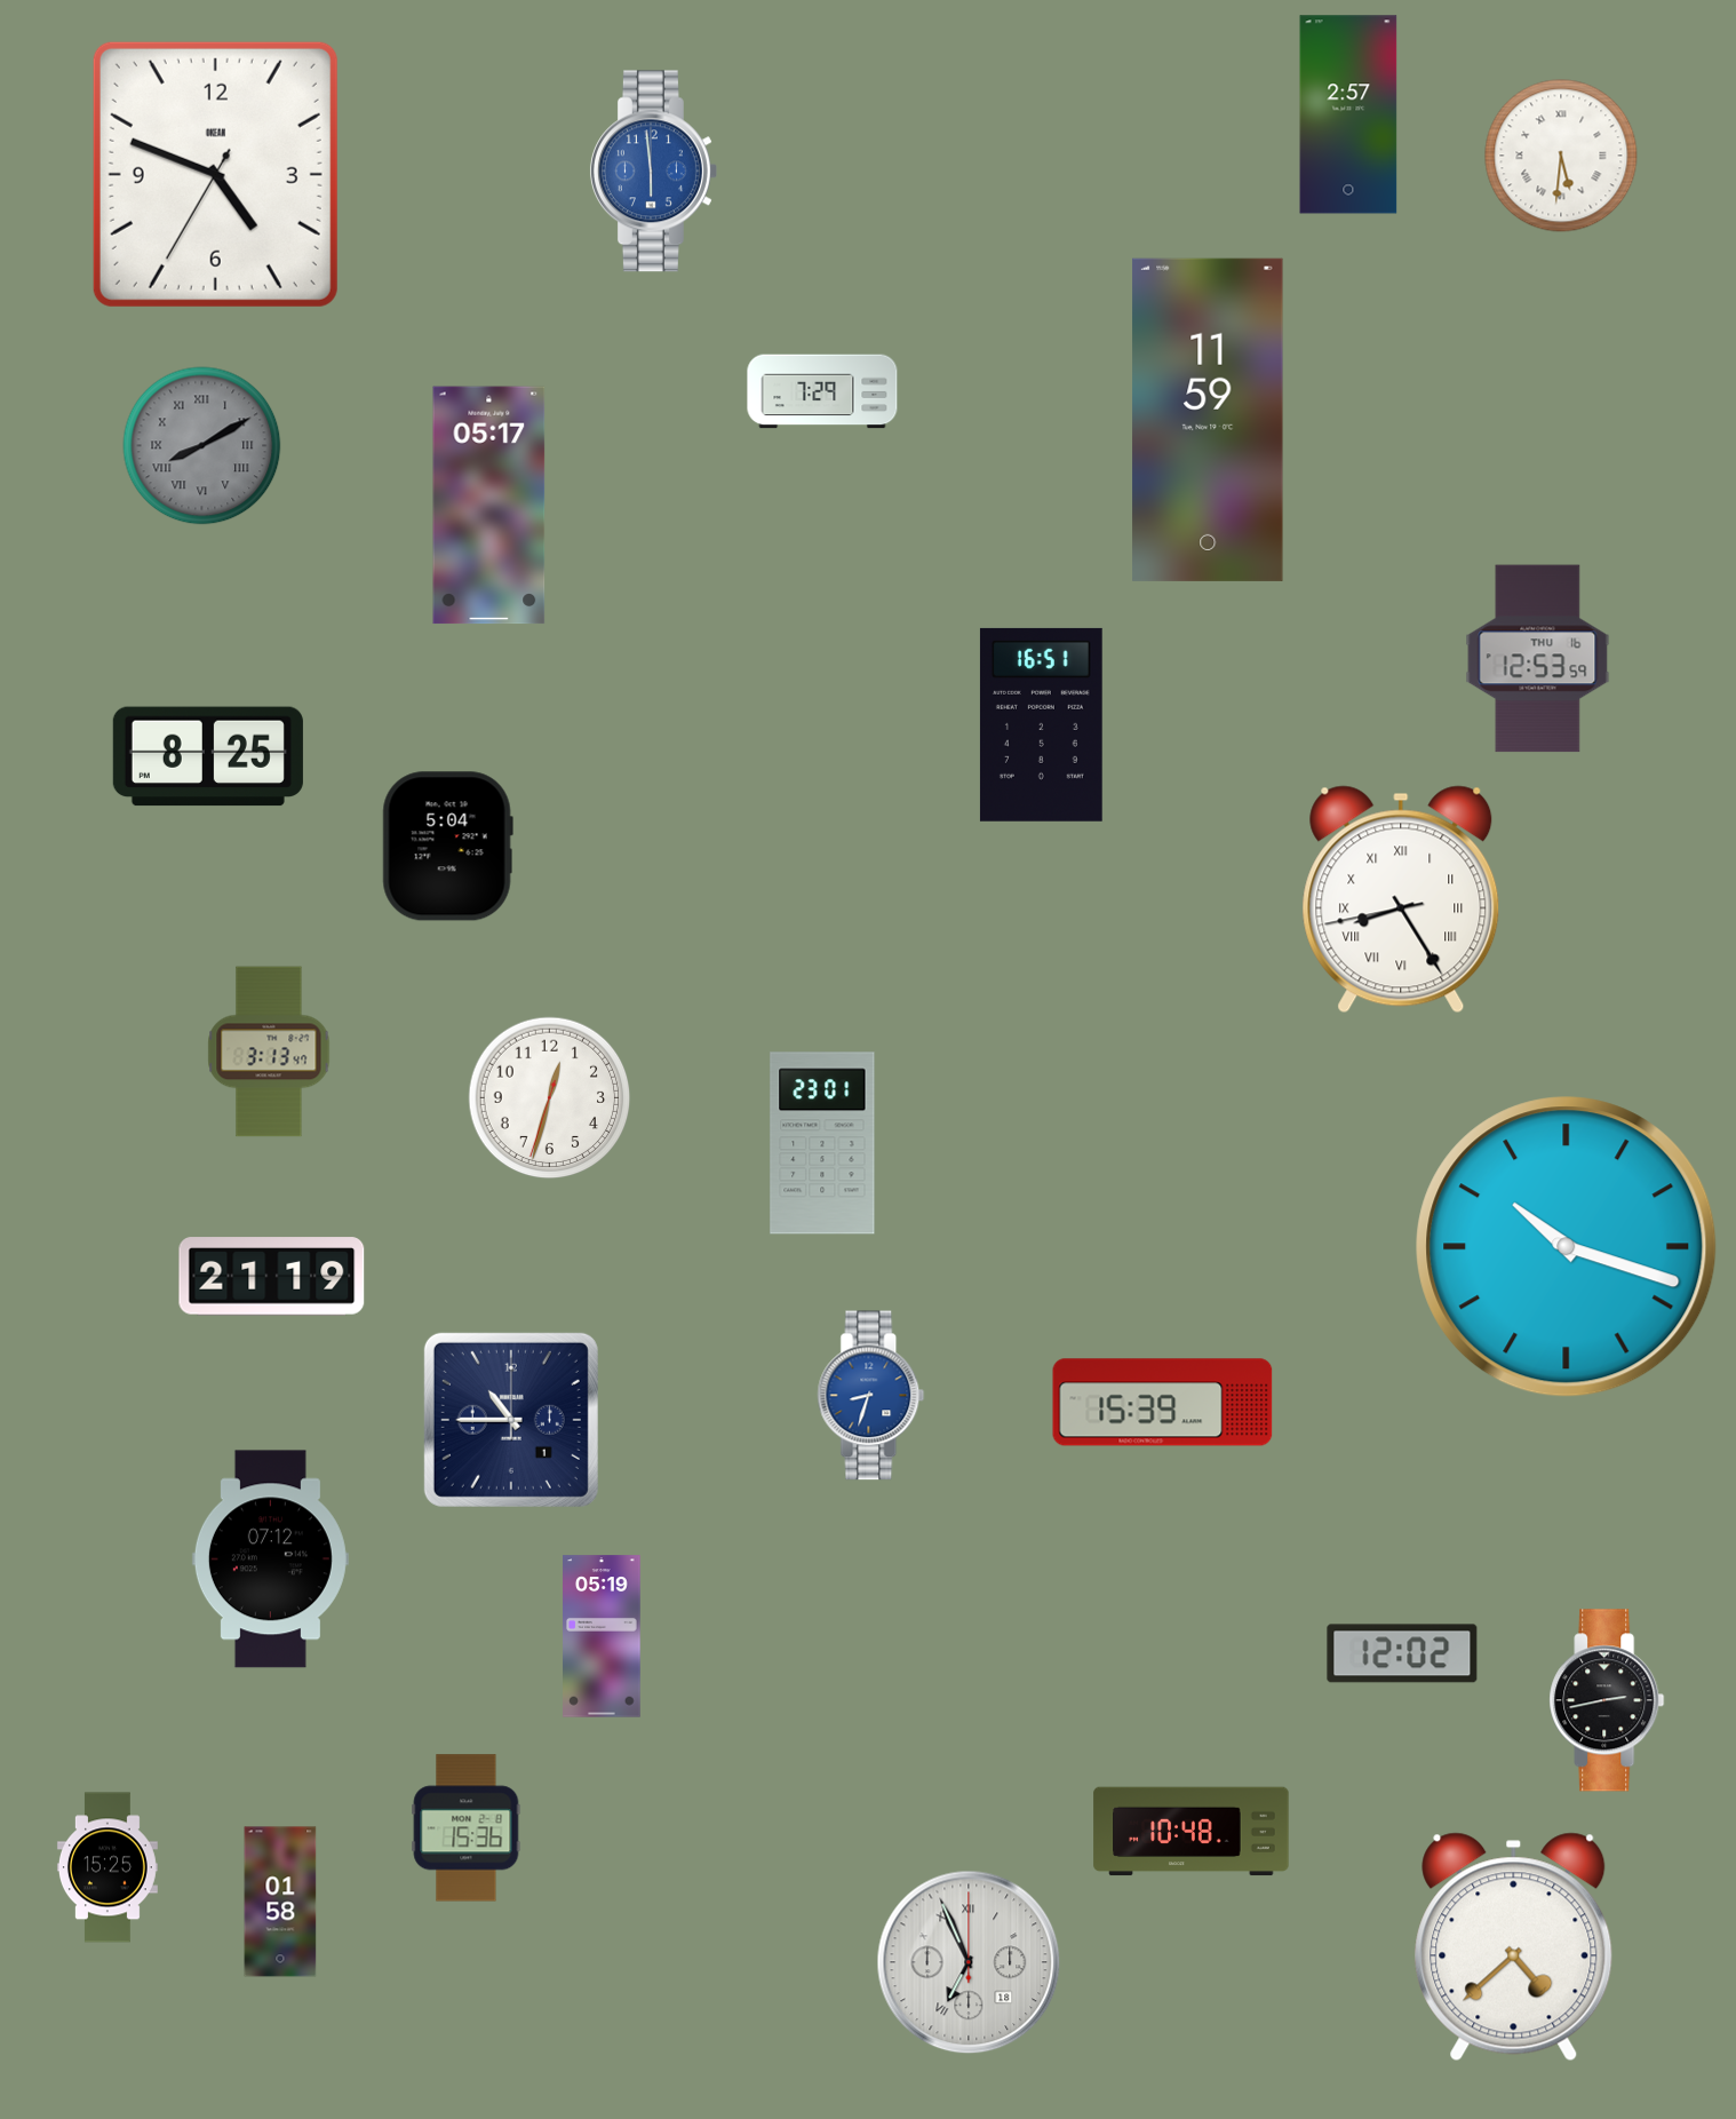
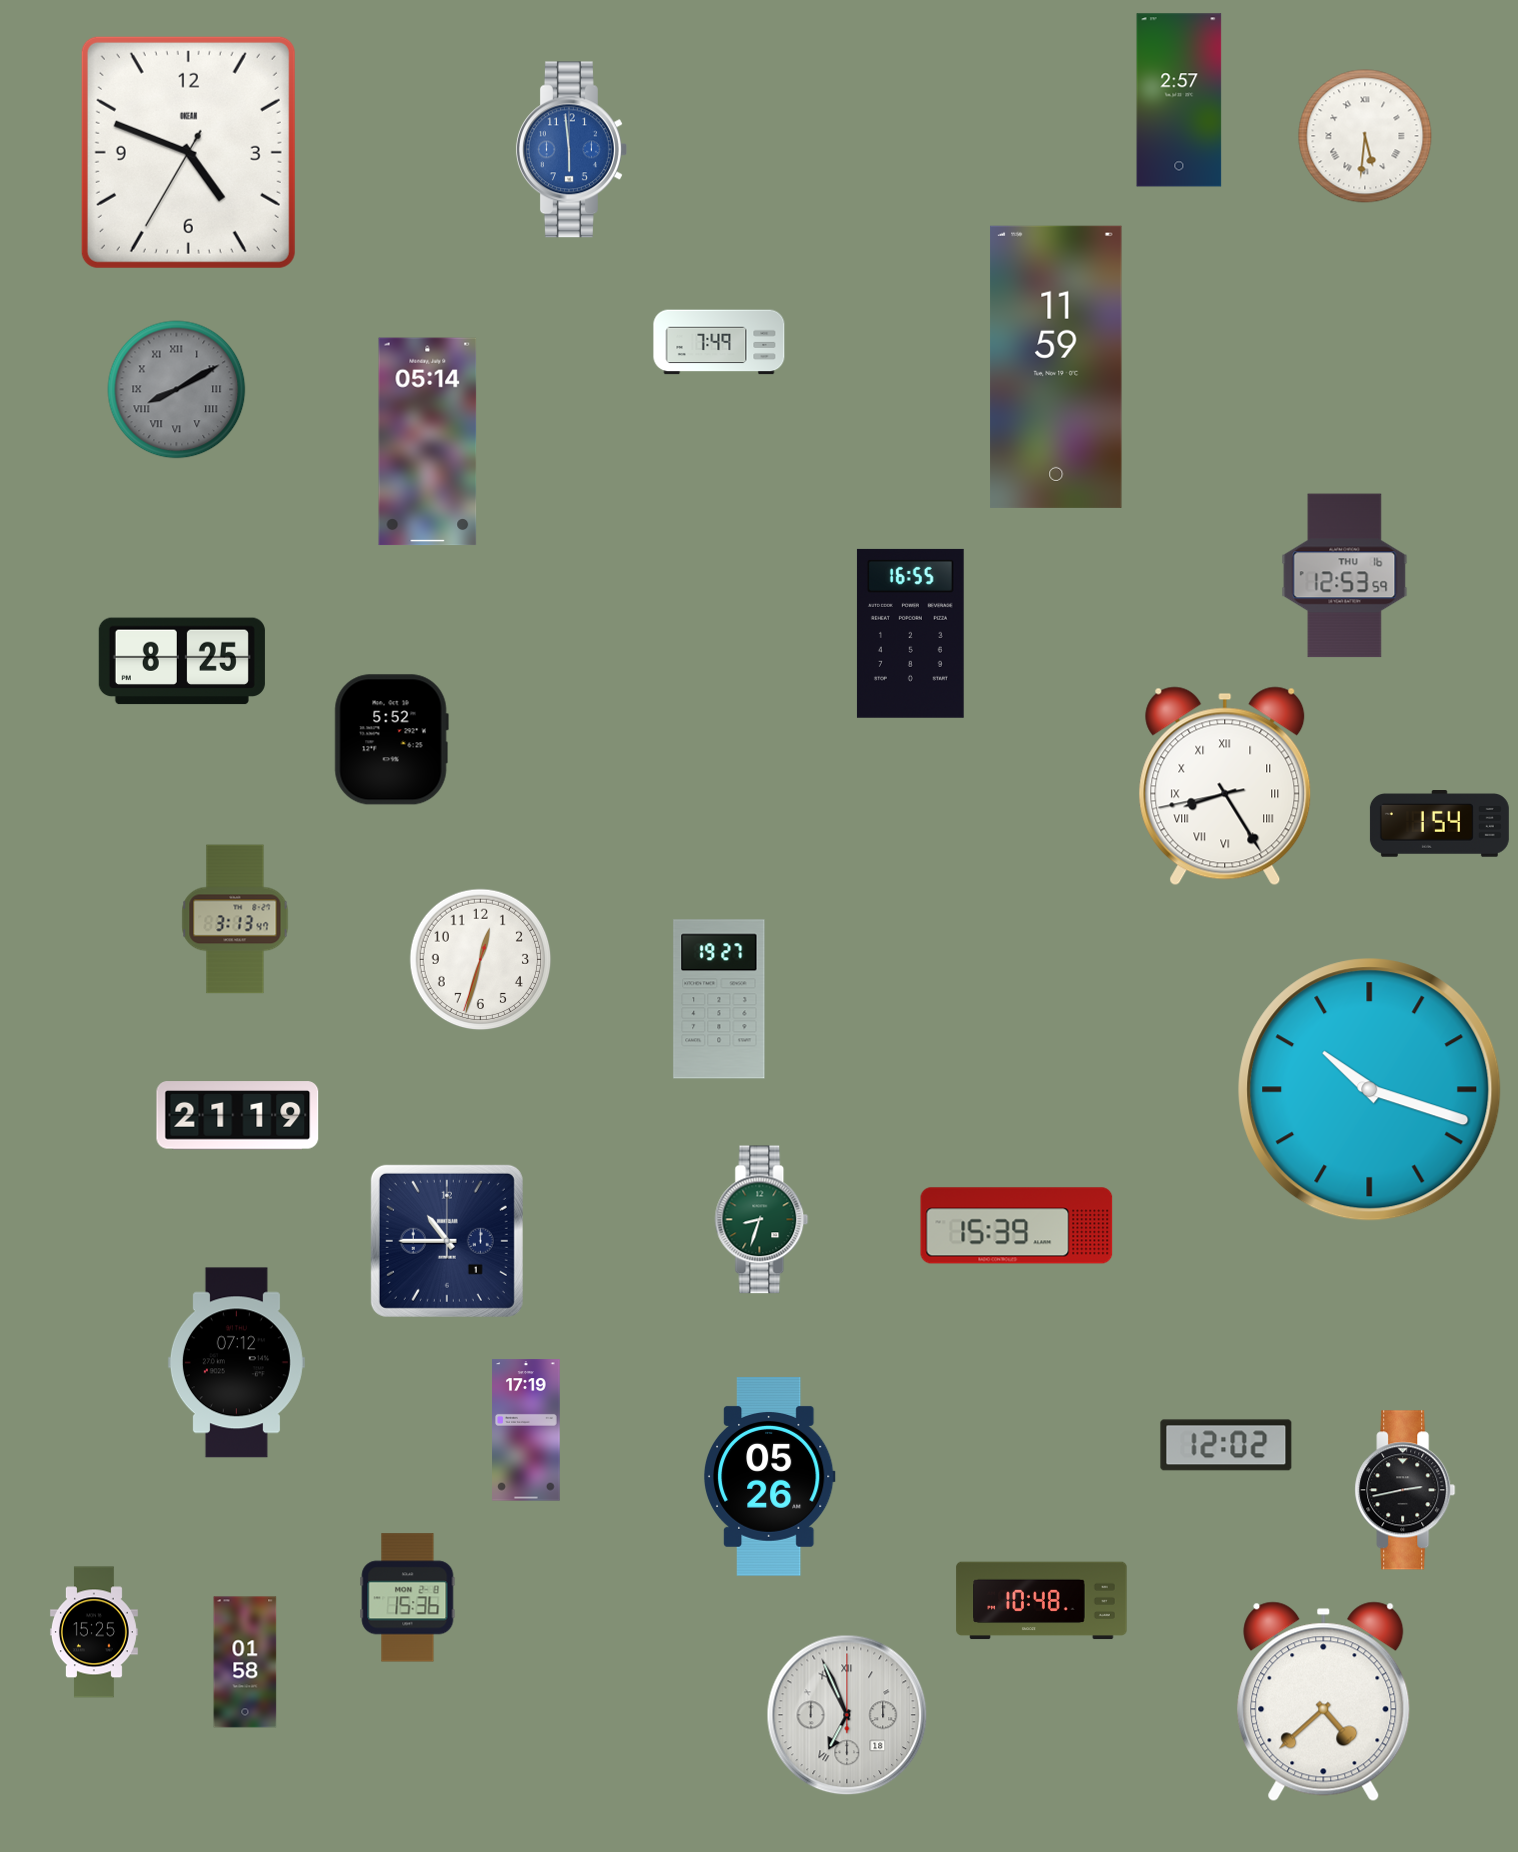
clock at (822, 391): 7:29 -> 7:49
clock at (489, 506): 05:17 -> 05:14
clock at (1041, 724): 16:51 -> 16:55
clock at (447, 847): 5:04 -> 5:52
clock at (1439, 824): none -> 1:54
clock at (822, 1143): 23:01 -> 19:27
clock at (871, 1396) dial: blue -> green
clock at (602, 1636): 05:19 -> 17:19
clock at (769, 1477): none -> 05:26
clock at (1607, 1700) position: (1607, 1700) -> (1405, 1490)
